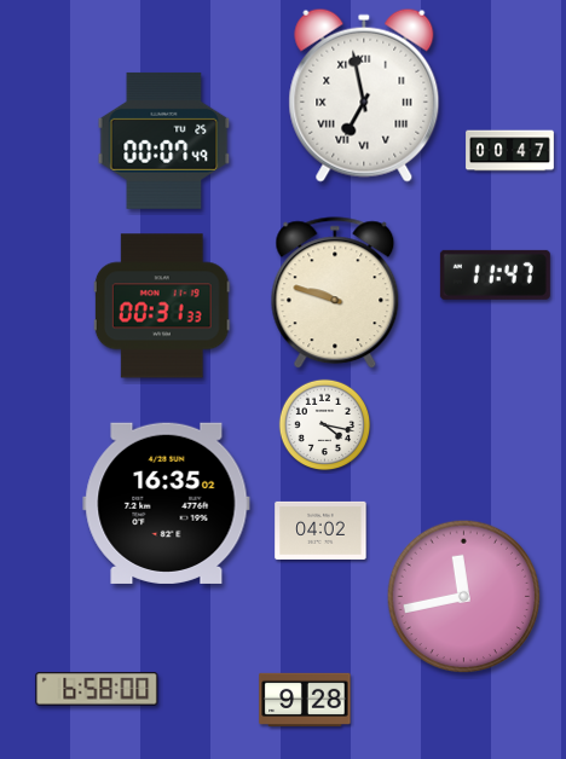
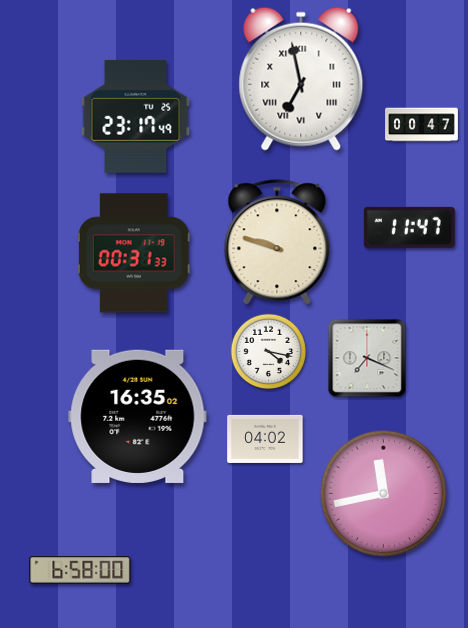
clock at (164, 140): 00:07 -> 23:17
clock at (367, 358): none -> 7:19
clock at (305, 699): 9:28 -> none
